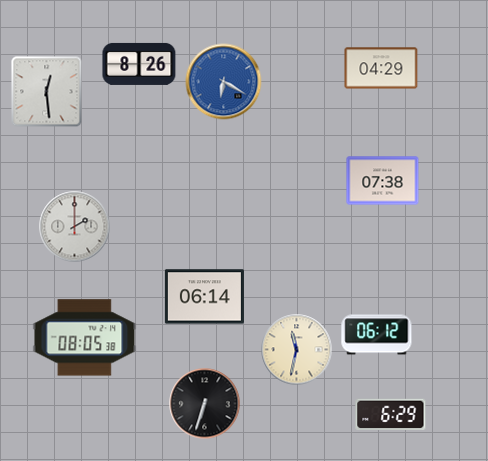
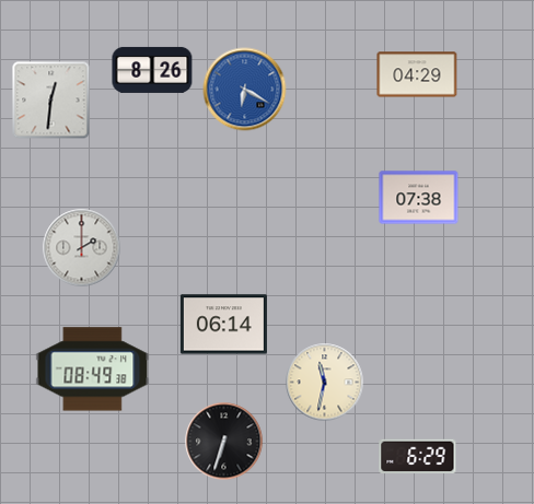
clock at (47, 92): 12:29 -> 12:31
clock at (377, 335): 06:12 -> none
clock at (85, 338): 08:05 -> 08:49
clock at (391, 415) position: (391, 415) -> (418, 457)
